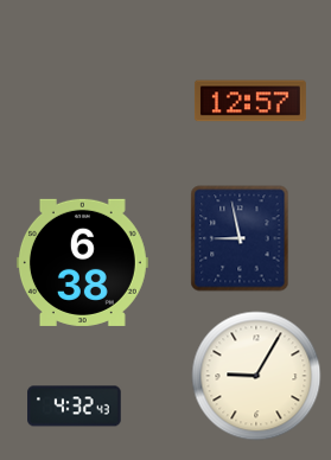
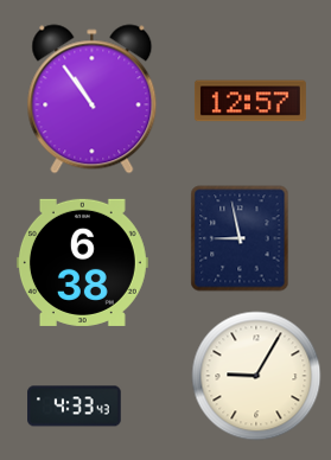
clock at (93, 100): none -> 10:54
clock at (75, 407): 4:32 -> 4:33
